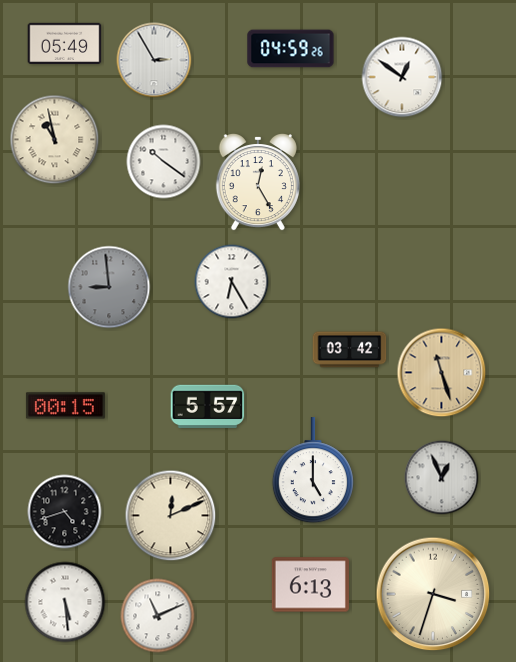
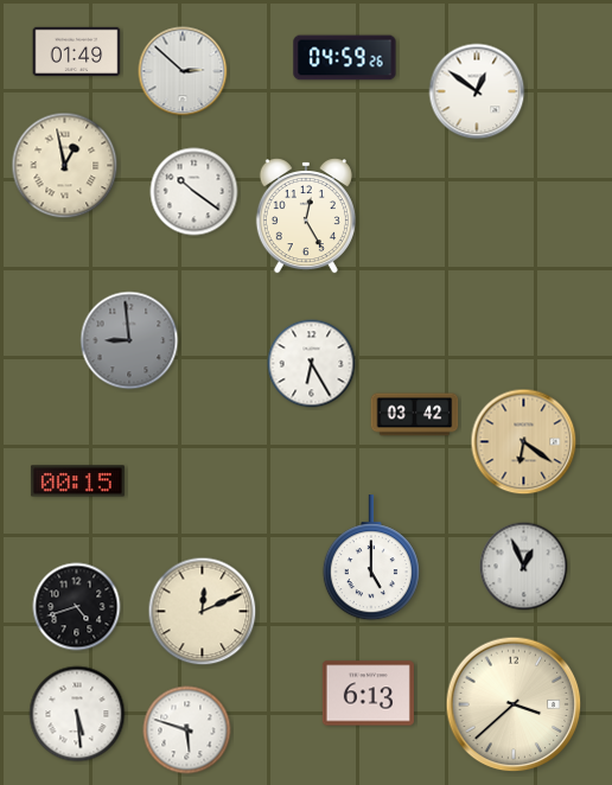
clock at (65, 43): 05:49 -> 01:49
clock at (154, 60): 2:55 -> 2:52
clock at (55, 140): 10:58 -> 12:58
clock at (232, 282) position: (232, 282) -> (312, 364)
clock at (442, 373): 11:27 -> 6:21
clock at (208, 406): 5:57 -> none
clock at (433, 594): 3:33 -> 3:38
clock at (158, 616): 11:11 -> 5:48
